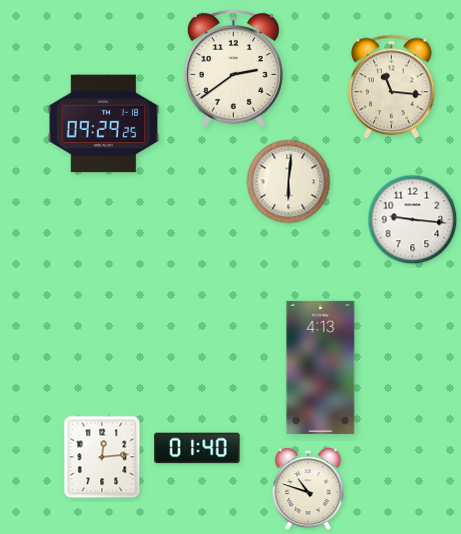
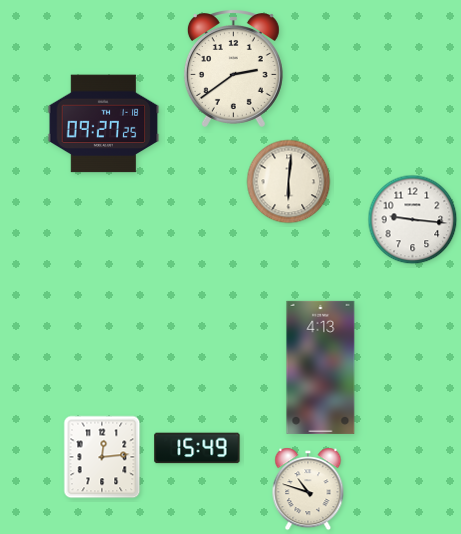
clock at (392, 87): 11:16 -> none
clock at (104, 124): 09:29 -> 09:27
clock at (197, 448): 01:40 -> 15:49
